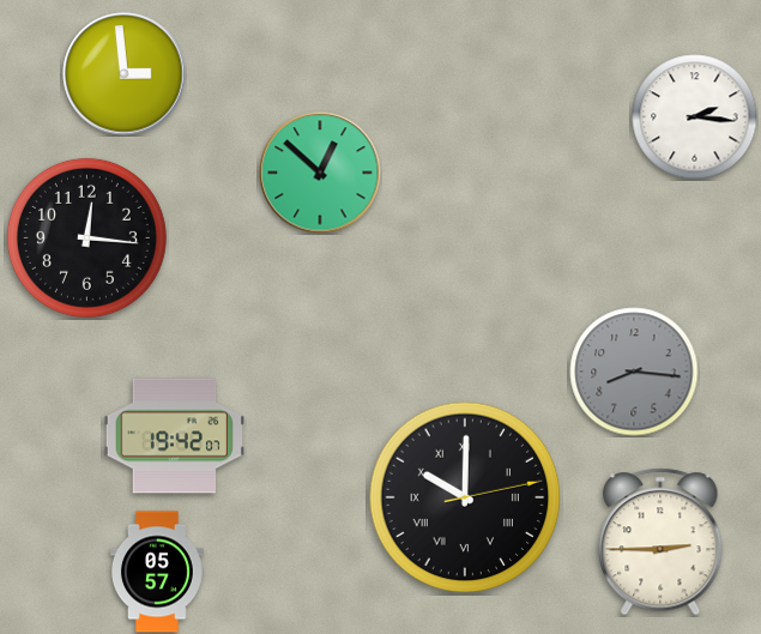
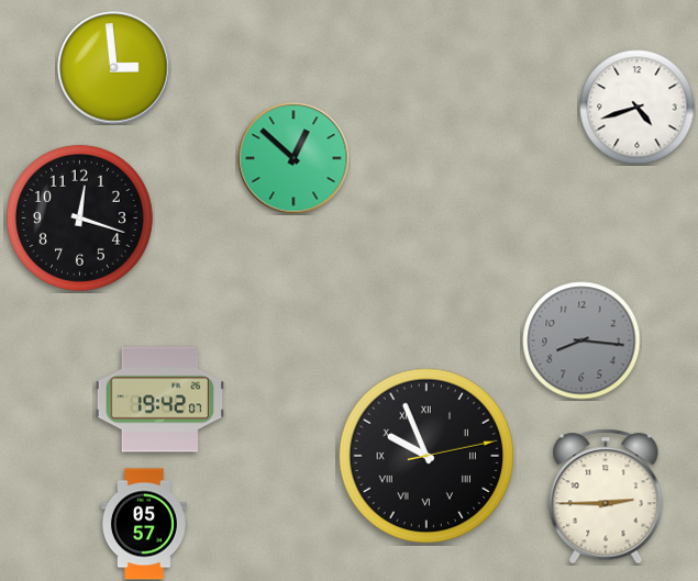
clock at (695, 117): 2:16 -> 4:42
clock at (86, 237): 12:16 -> 12:18
clock at (465, 497): 10:00 -> 9:56
